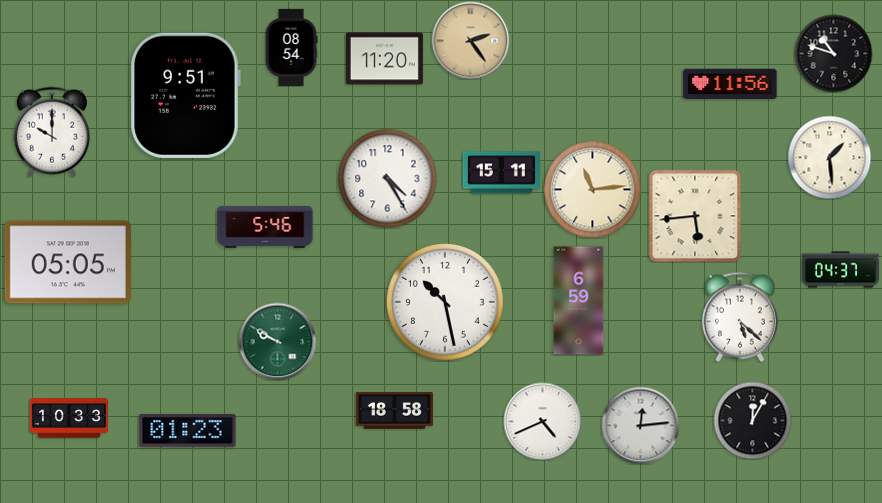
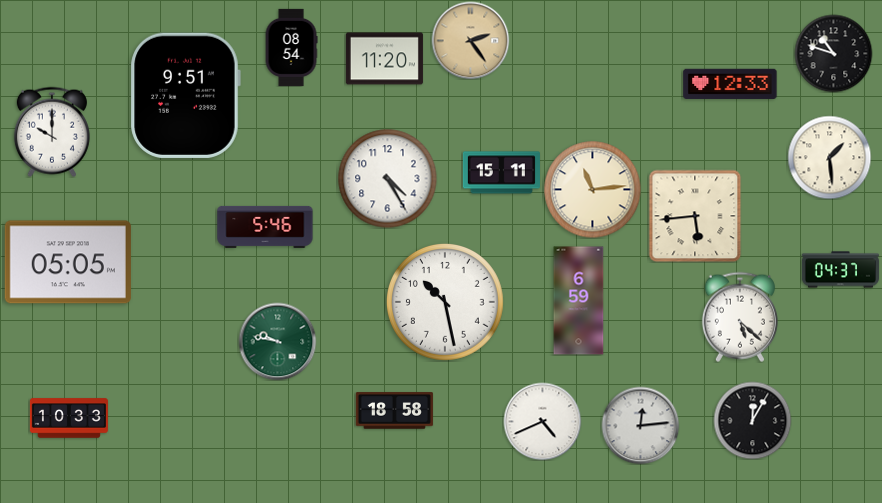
clock at (730, 84): 11:56 -> 12:33
clock at (277, 341): 9:50 -> 9:47
clock at (188, 431): 01:23 -> none
